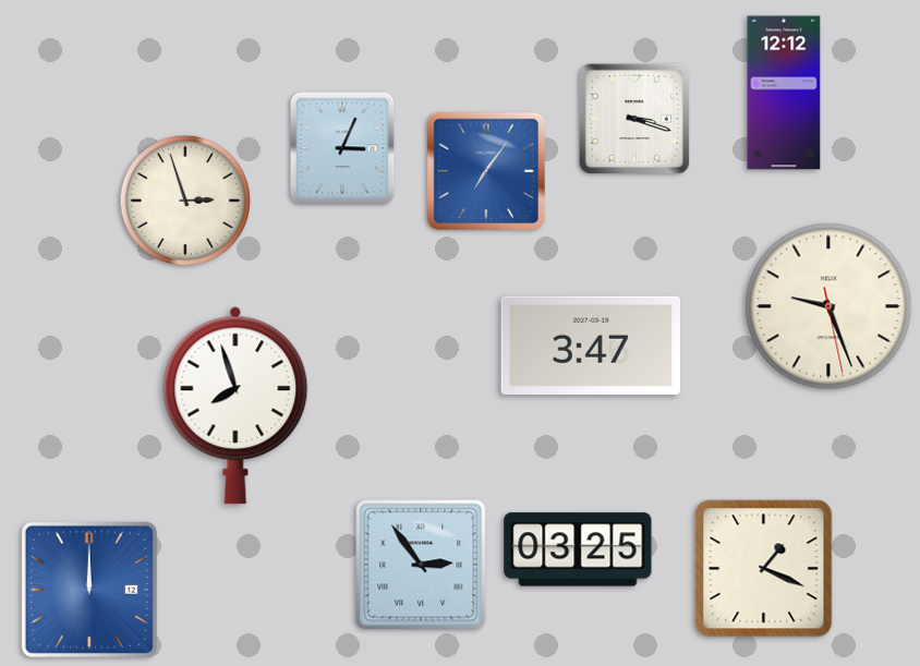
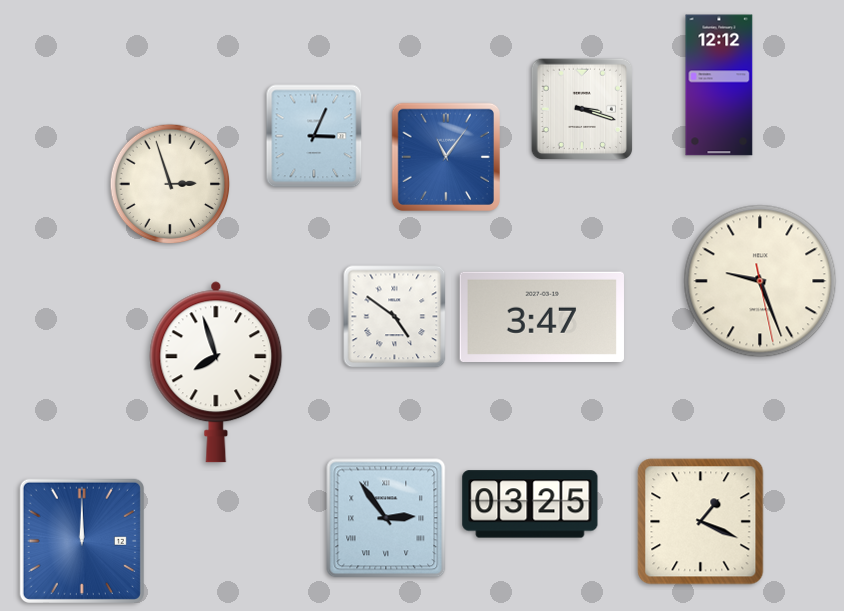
clock at (486, 171): 7:06 -> 11:06
clock at (395, 317): none -> 4:51
